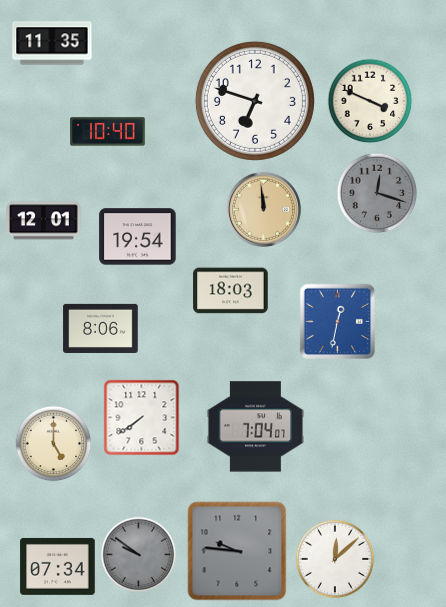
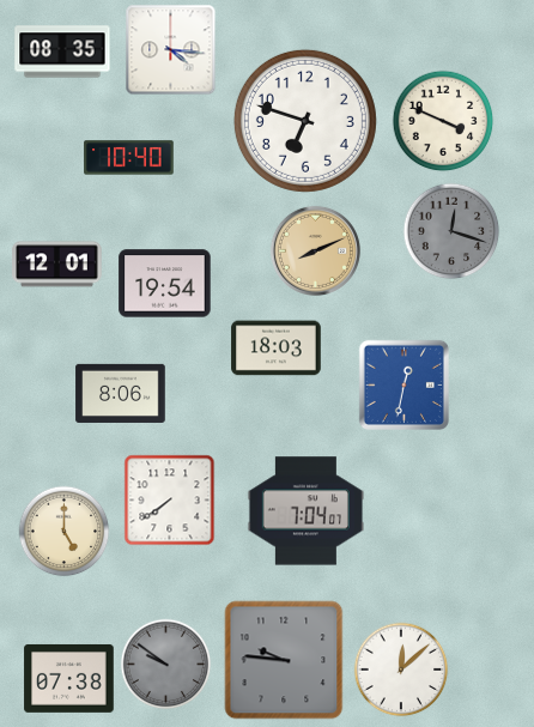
clock at (171, 50): none -> 4:16
clock at (52, 43): 11:35 -> 08:35
clock at (263, 209): 11:59 -> 8:11
clock at (44, 221) position: (44, 221) -> (57, 265)
clock at (58, 567): 07:34 -> 07:38
